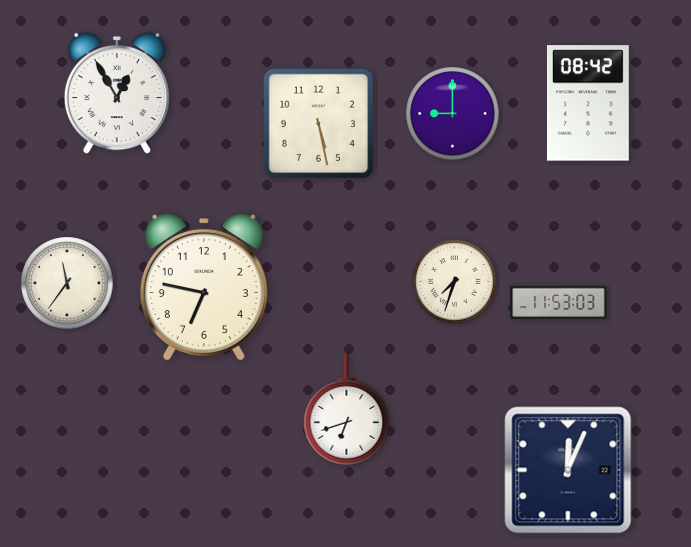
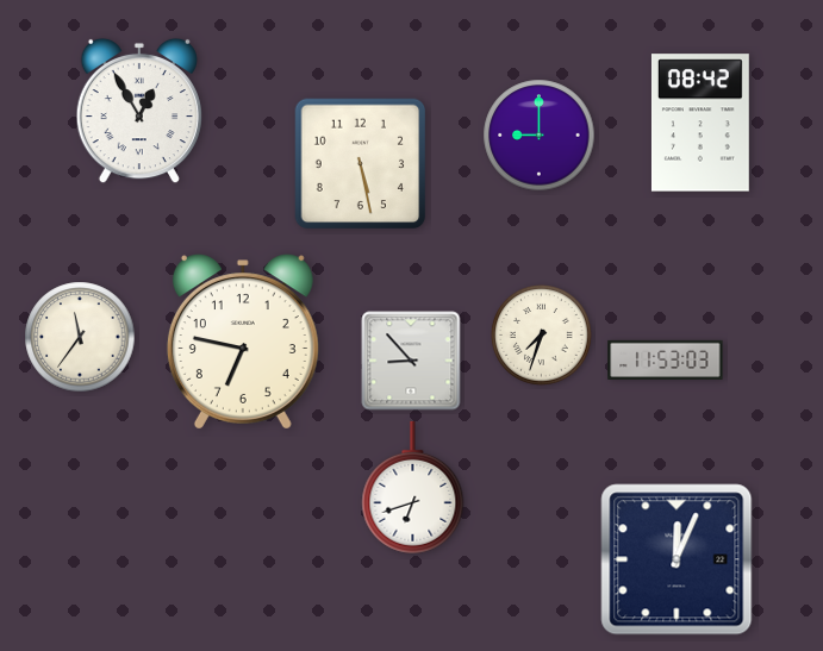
clock at (319, 124) position: (319, 124) -> (361, 164)
clock at (411, 361): none -> 8:53
